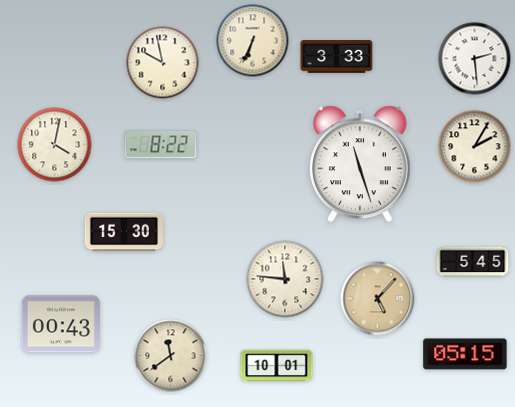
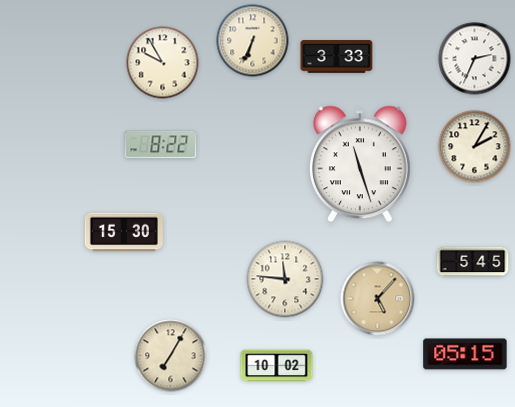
clock at (475, 59): 2:29 -> 2:34
clock at (163, 63): 9:58 -> 9:55
clock at (55, 145): 4:02 -> none
clock at (61, 324): 00:43 -> none
clock at (171, 356): 11:39 -> 7:05
clock at (277, 366): 10:01 -> 10:02
